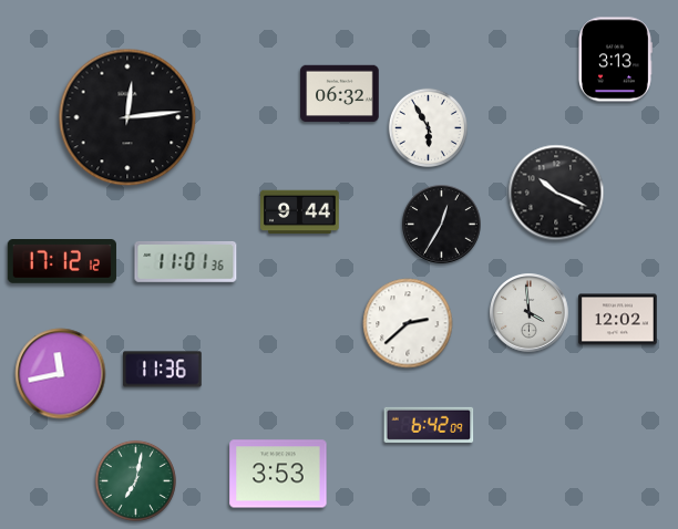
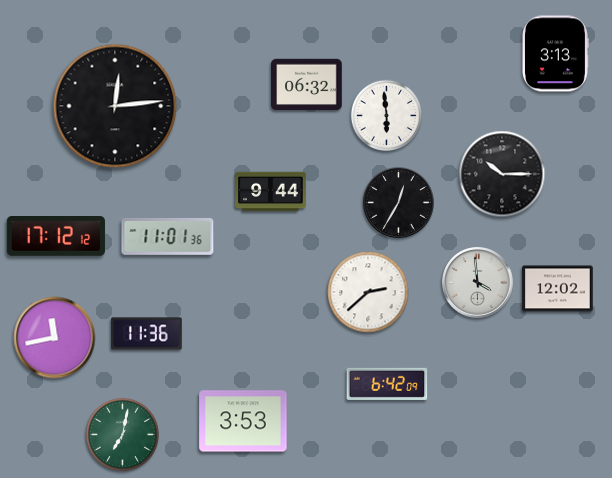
clock at (428, 127): 5:55 -> 5:59
clock at (556, 193): 10:19 -> 10:15
clock at (278, 474) position: (278, 474) -> (243, 421)
